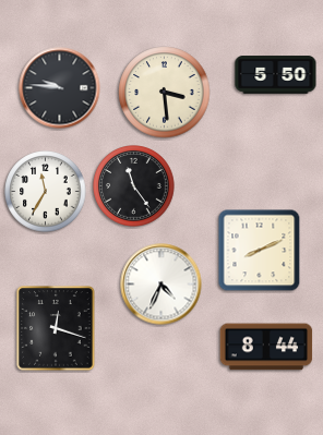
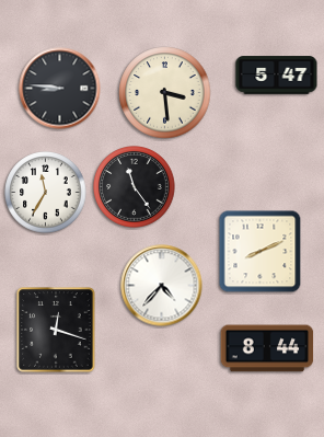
clock at (276, 75): 5:50 -> 5:47
clock at (60, 88): 9:46 -> 8:46
clock at (161, 285): 4:34 -> 4:37
